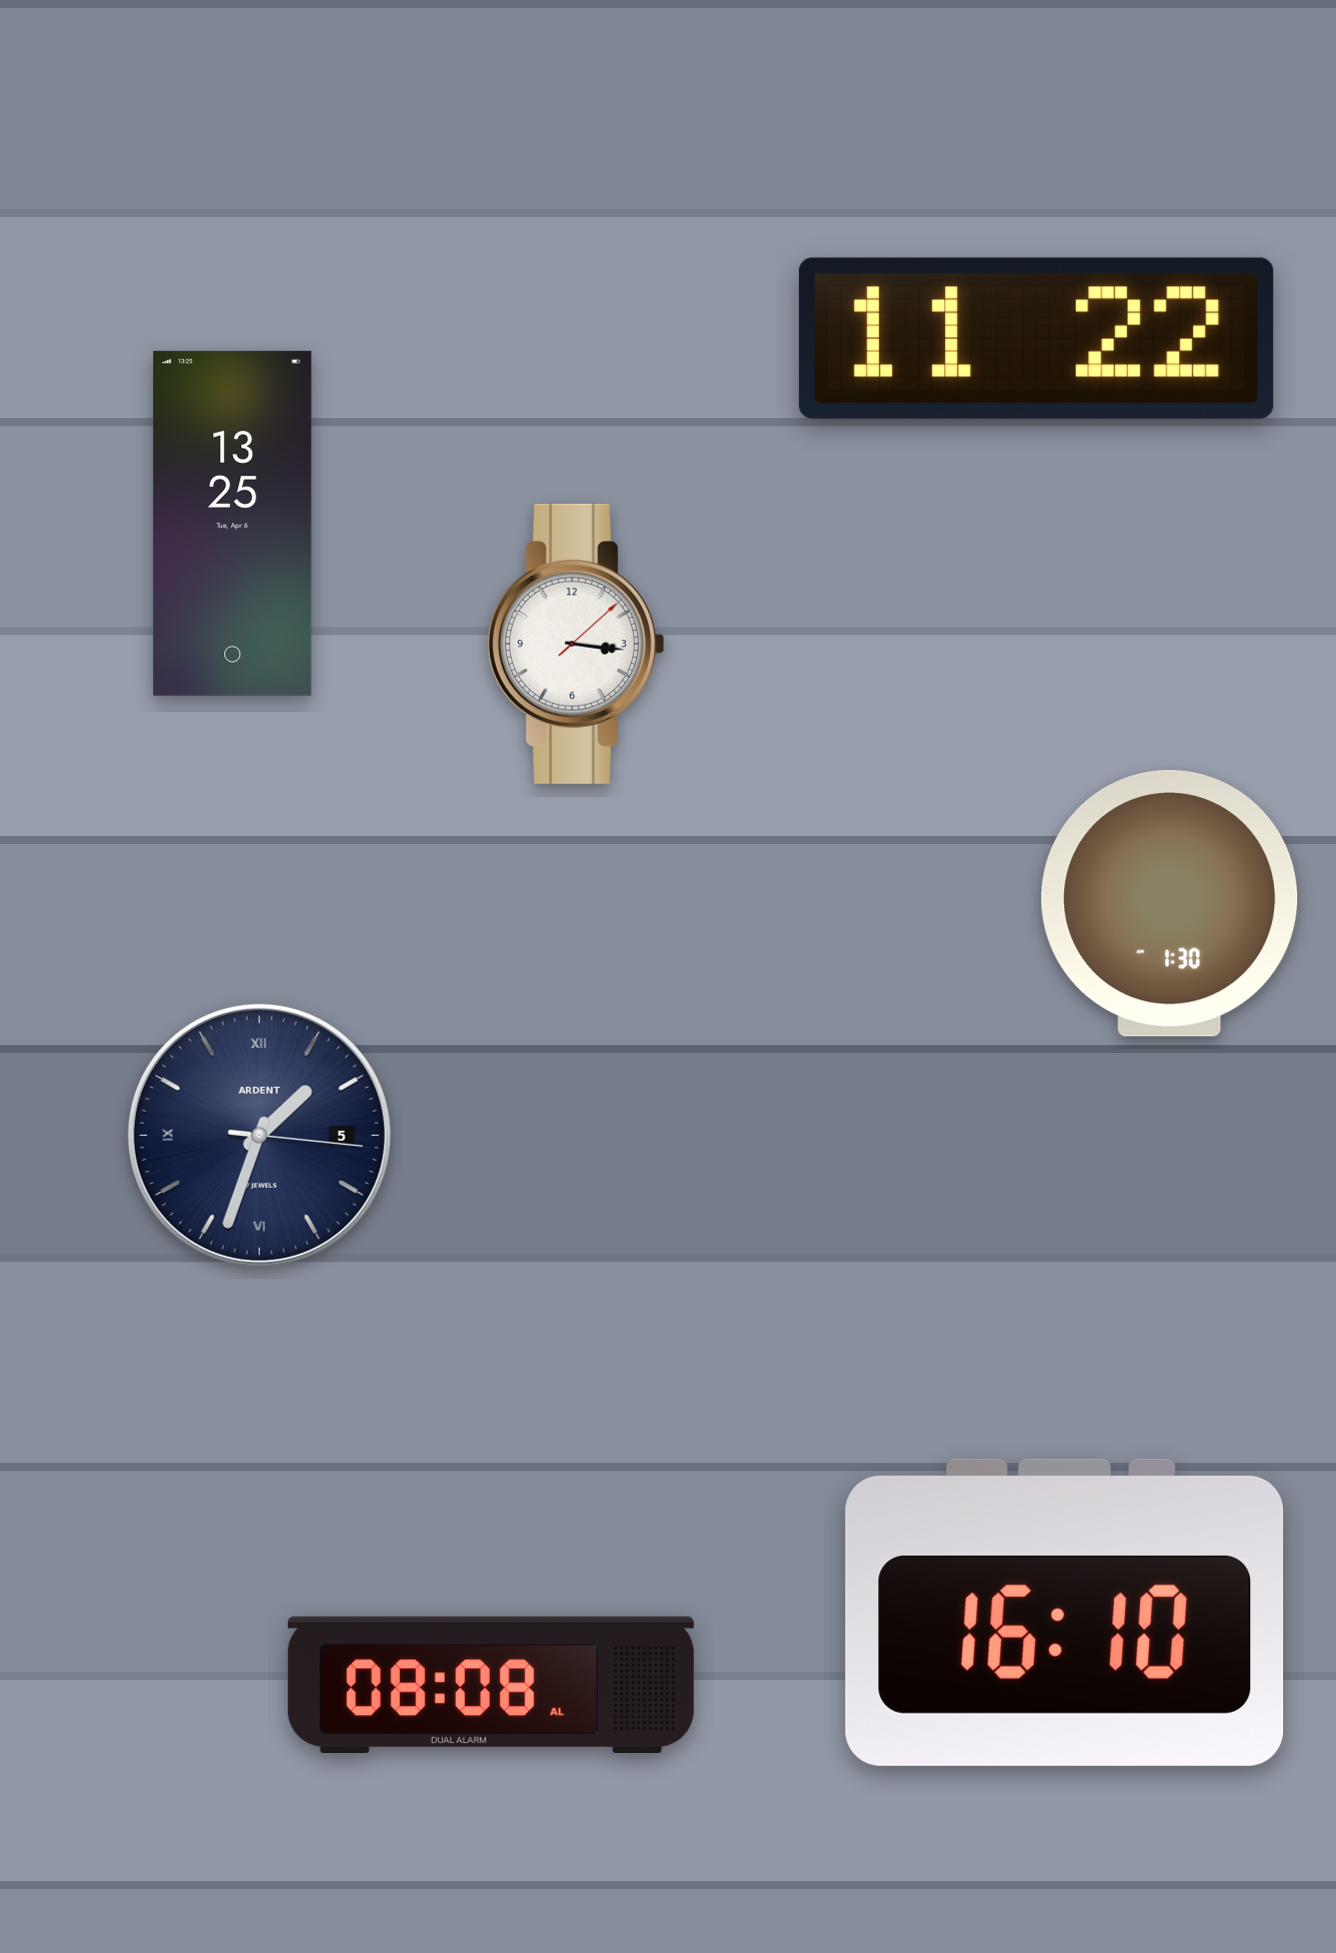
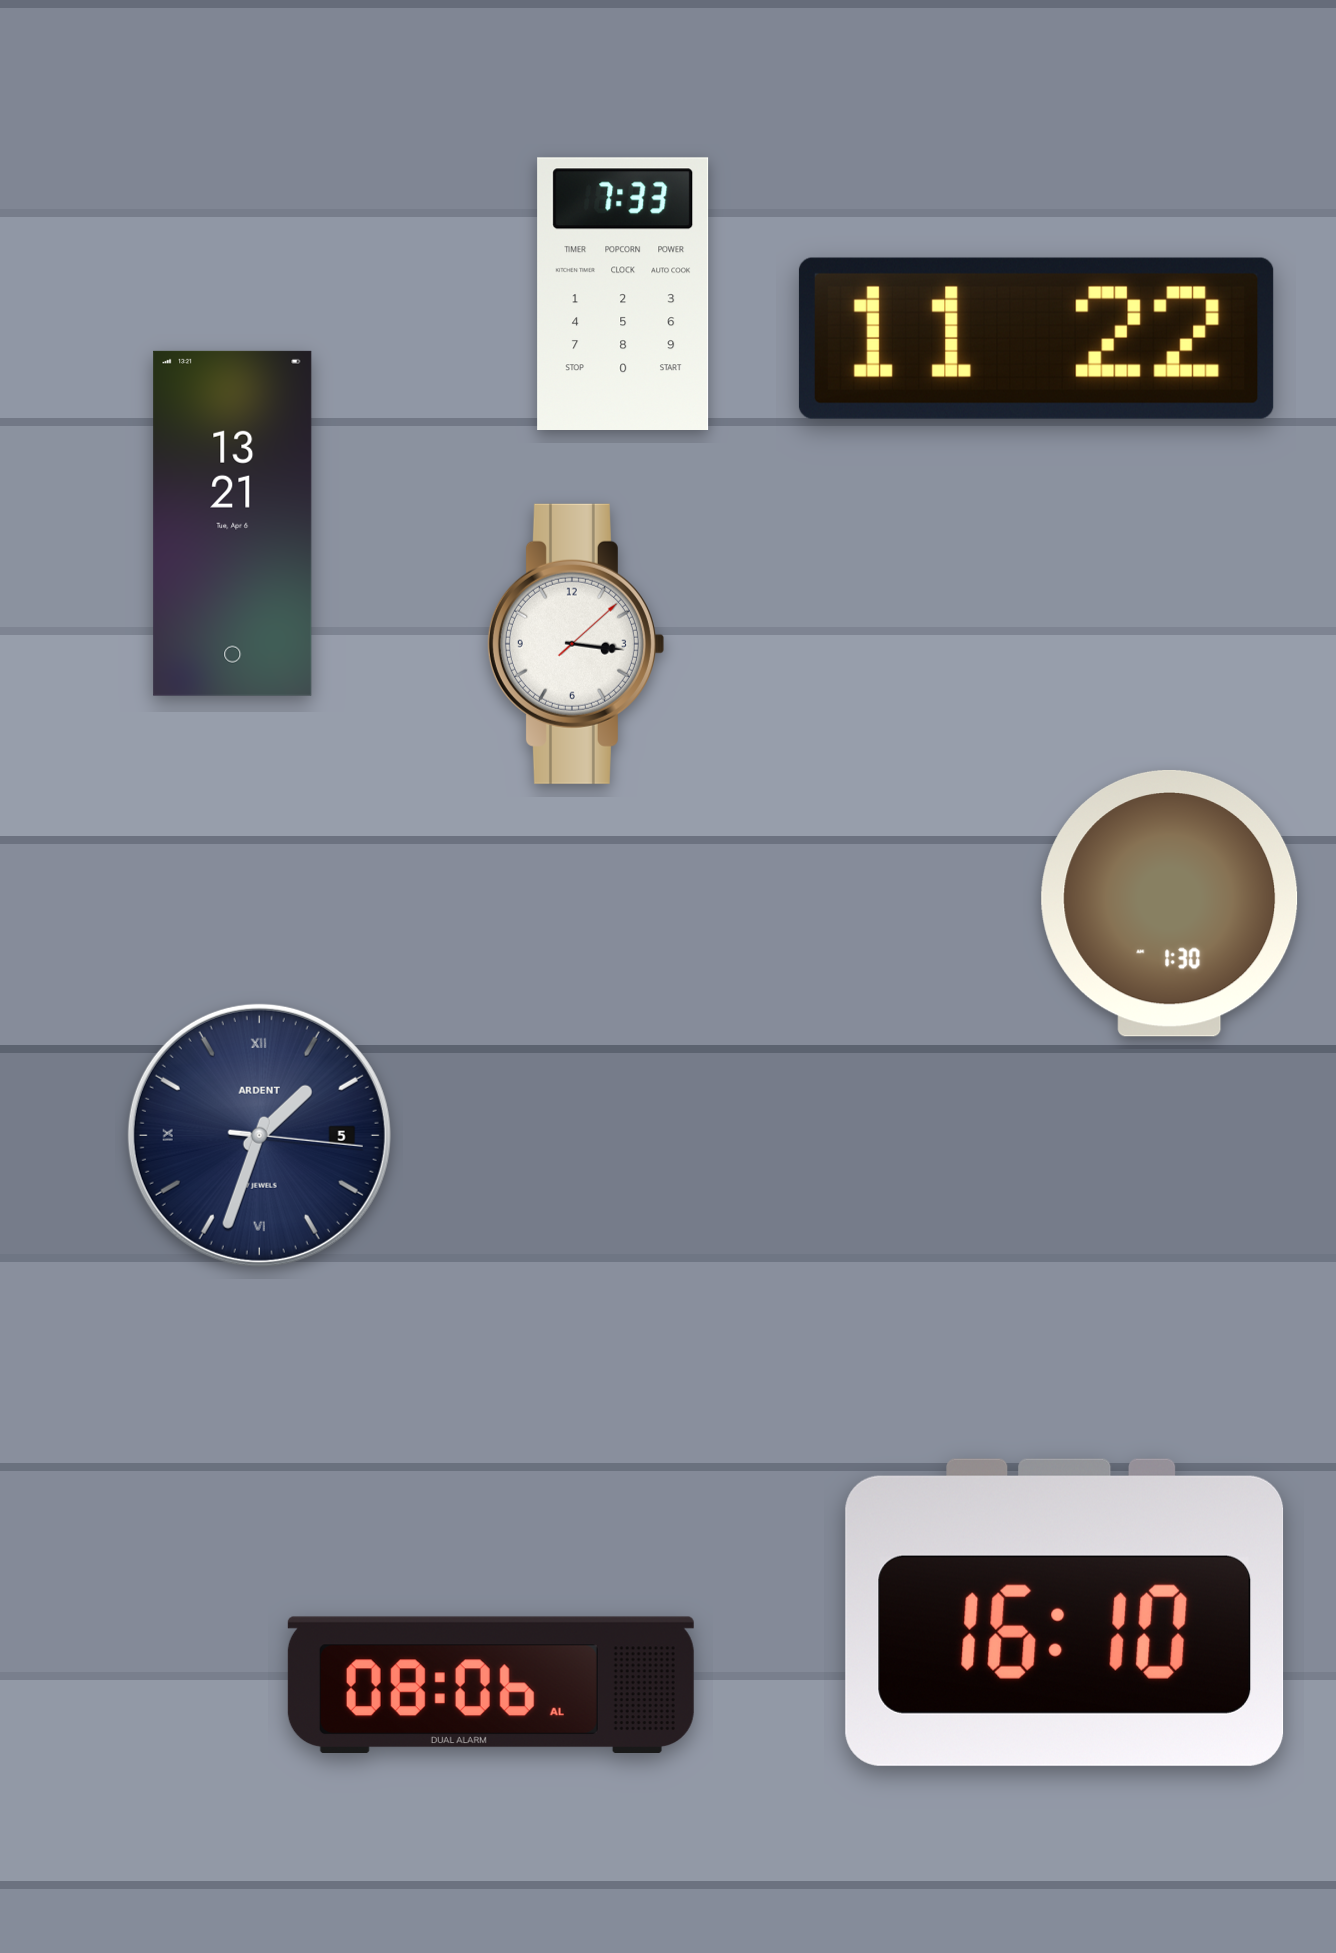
clock at (623, 293): none -> 7:33
clock at (233, 523): 13:25 -> 13:21
clock at (491, 1684): 08:08 -> 08:06
